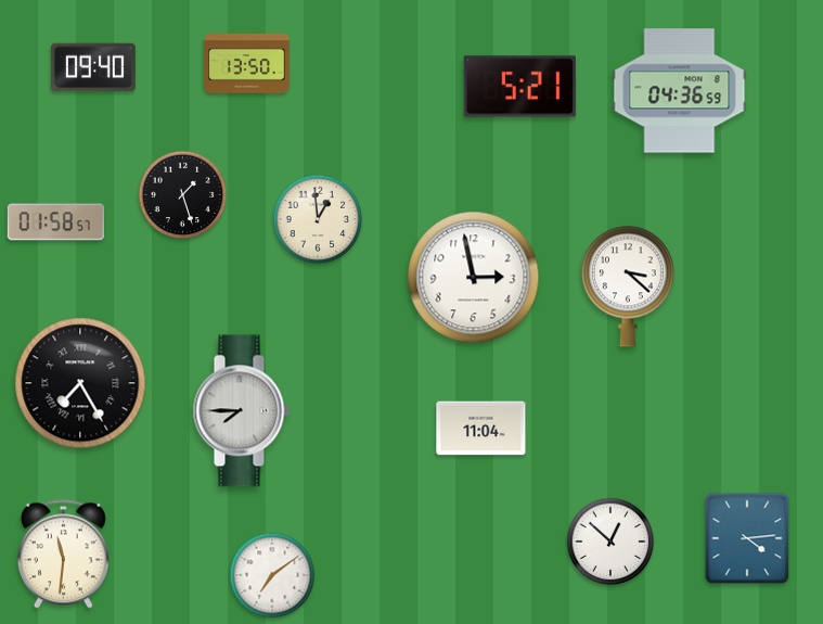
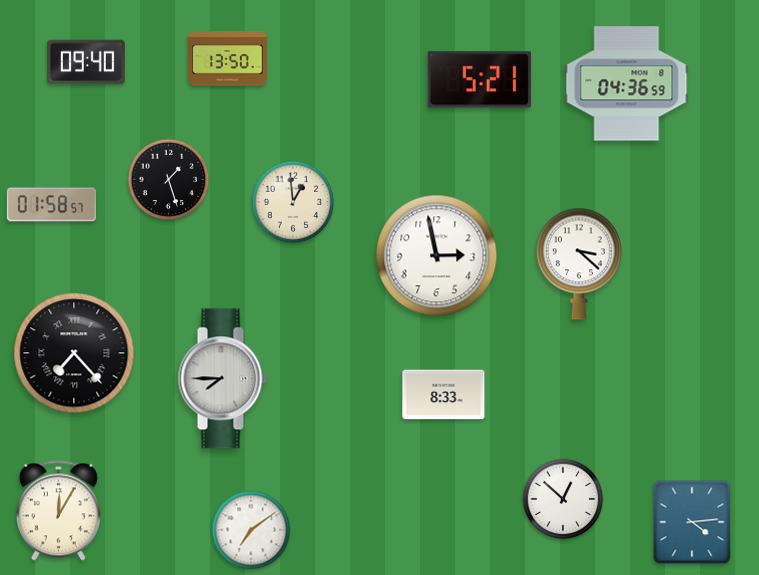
clock at (80, 383): 7:25 -> 7:23
clock at (481, 429): 11:04 -> 8:33
clock at (747, 538) position: (747, 538) -> (692, 522)
clock at (63, 555): 11:31 -> 12:05
